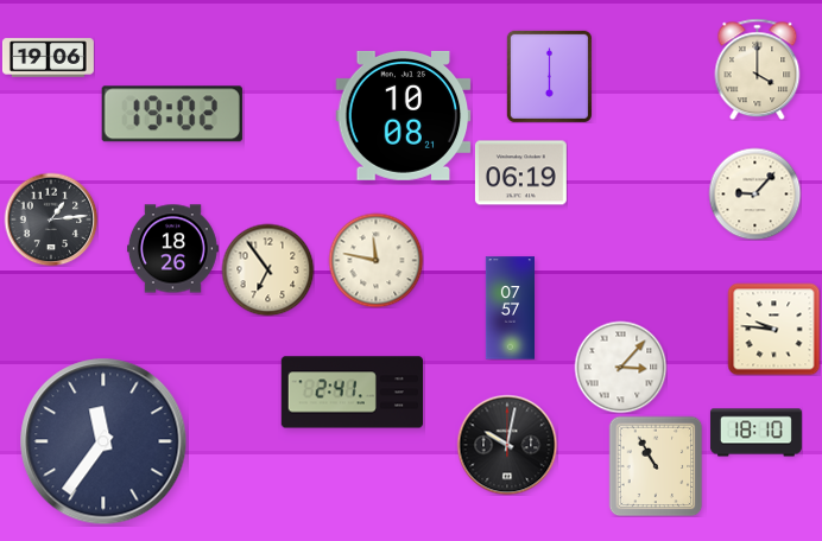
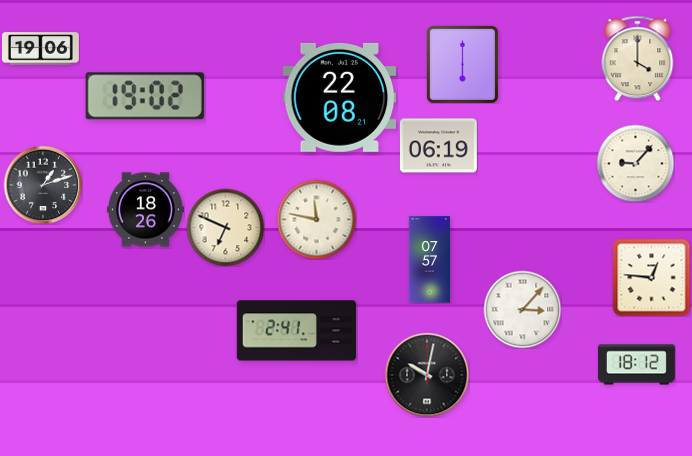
clock at (404, 115): 10:08 -> 22:08
clock at (51, 219): 1:14 -> 1:12
clock at (267, 269): 6:54 -> 6:49
clock at (773, 329): 9:46 -> 12:46
clock at (755, 433): 18:10 -> 18:12
clock at (103, 441): 11:36 -> none
clock at (656, 466): 10:55 -> none
